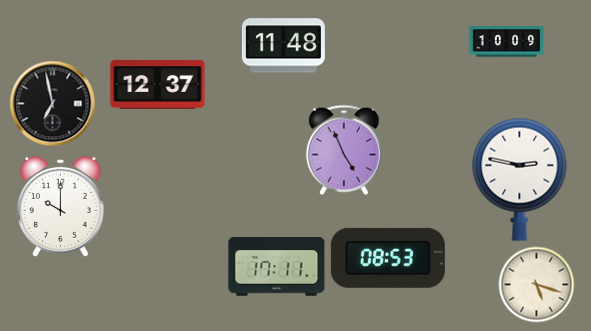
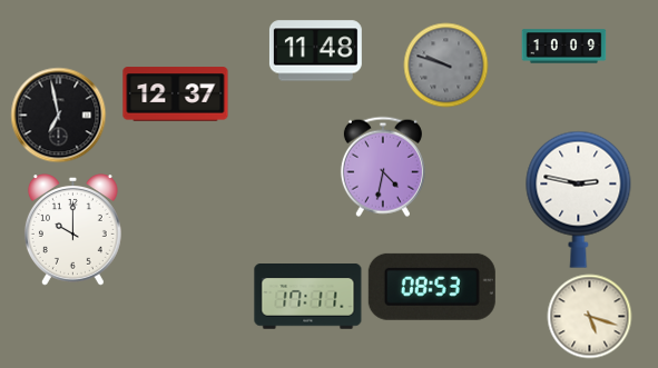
clock at (446, 66): none -> 9:48
clock at (344, 150): 4:56 -> 4:32
clock at (60, 207) position: (60, 207) -> (72, 230)
clock at (537, 285) position: (537, 285) -> (590, 317)
